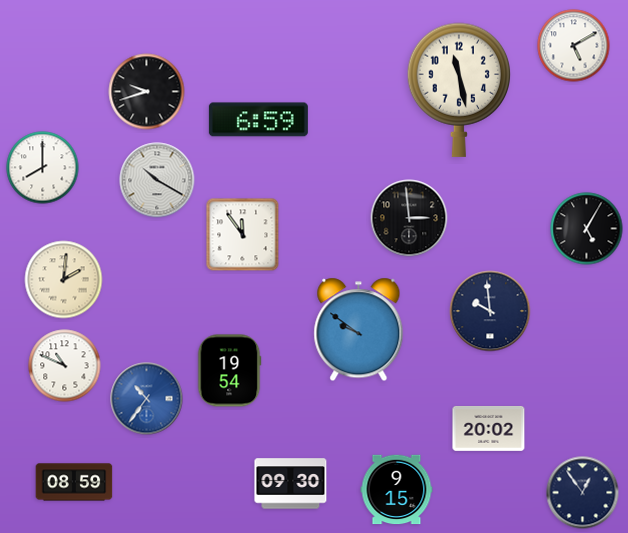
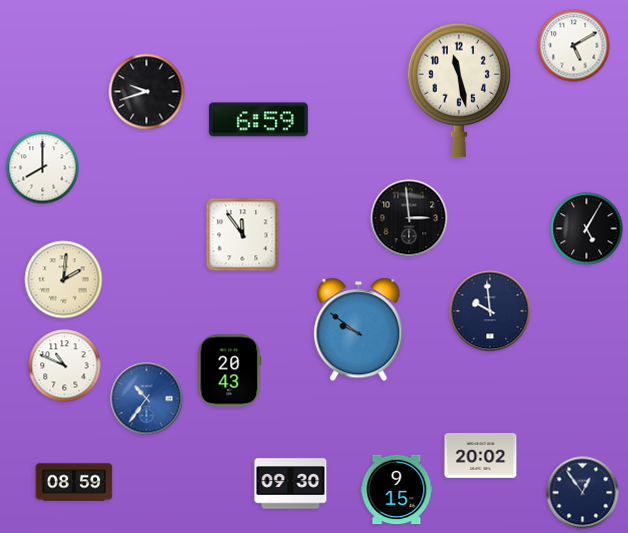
clock at (157, 180): 10:20 -> none
clock at (229, 371): 19:54 -> 20:43
clock at (489, 428) position: (489, 428) -> (481, 455)
